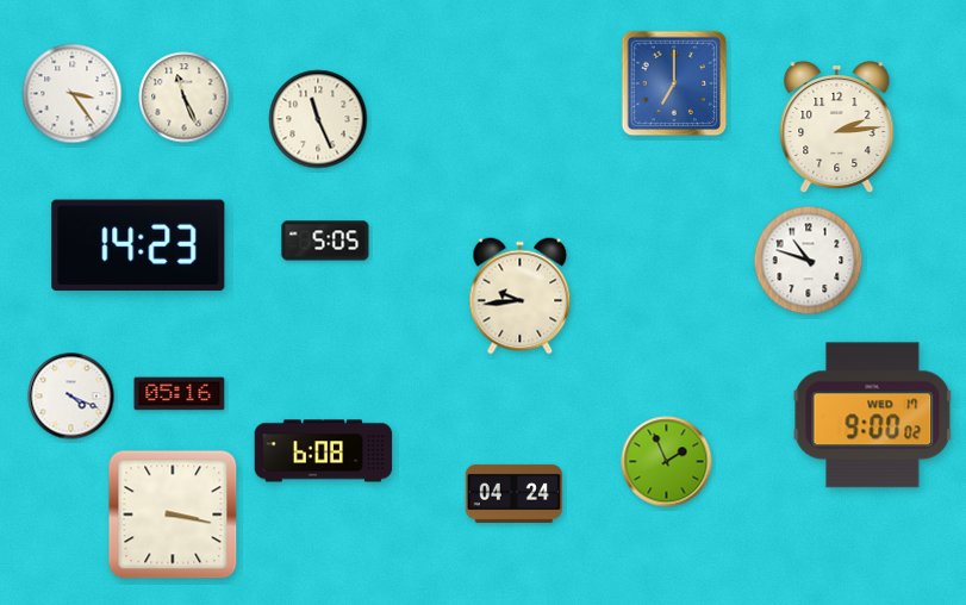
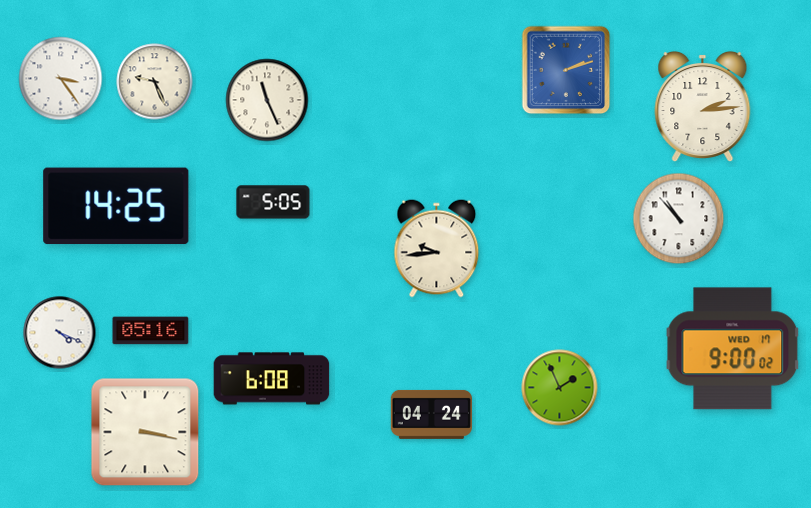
clock at (674, 83): 7:00 -> 2:12
clock at (185, 98): 11:26 -> 9:26
clock at (138, 245): 14:23 -> 14:25
clock at (809, 261): 10:48 -> 10:53
